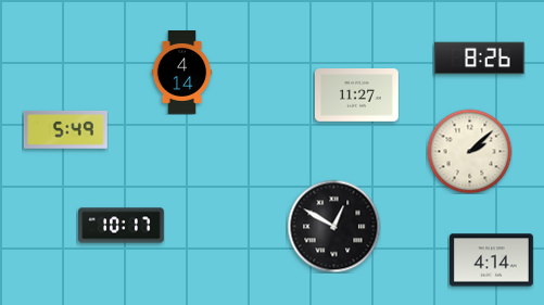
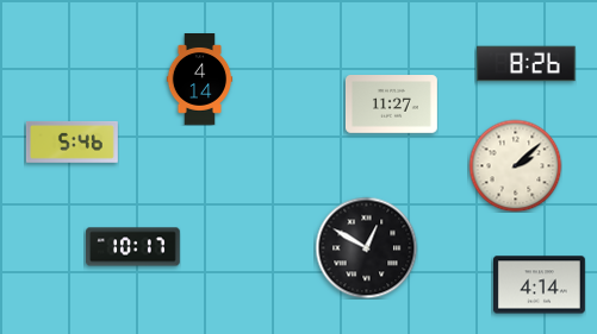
clock at (65, 129): 5:49 -> 5:46
